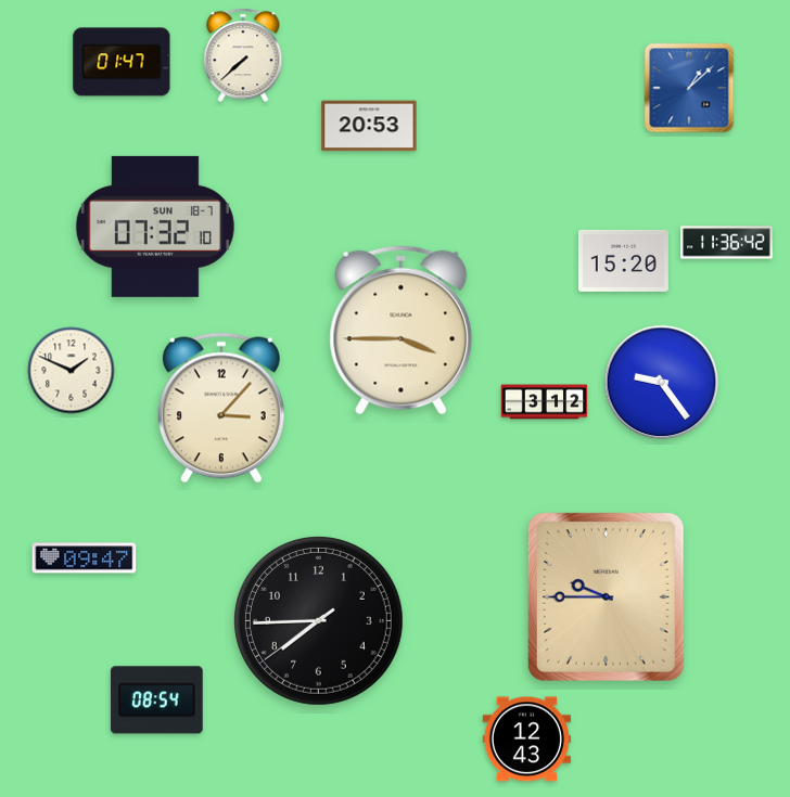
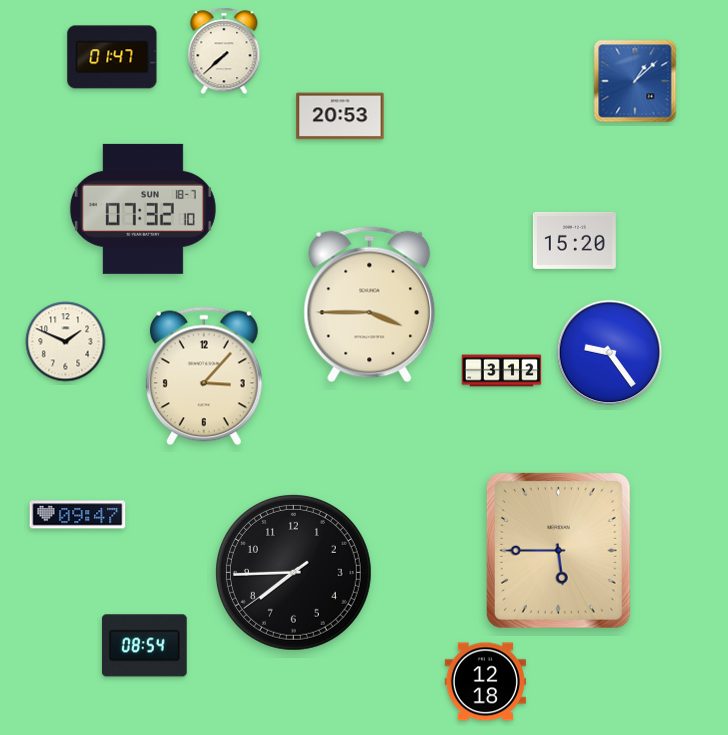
clock at (727, 243): 11:36 -> none
clock at (606, 596): 9:45 -> 5:45
clock at (526, 740): 12:43 -> 12:18
